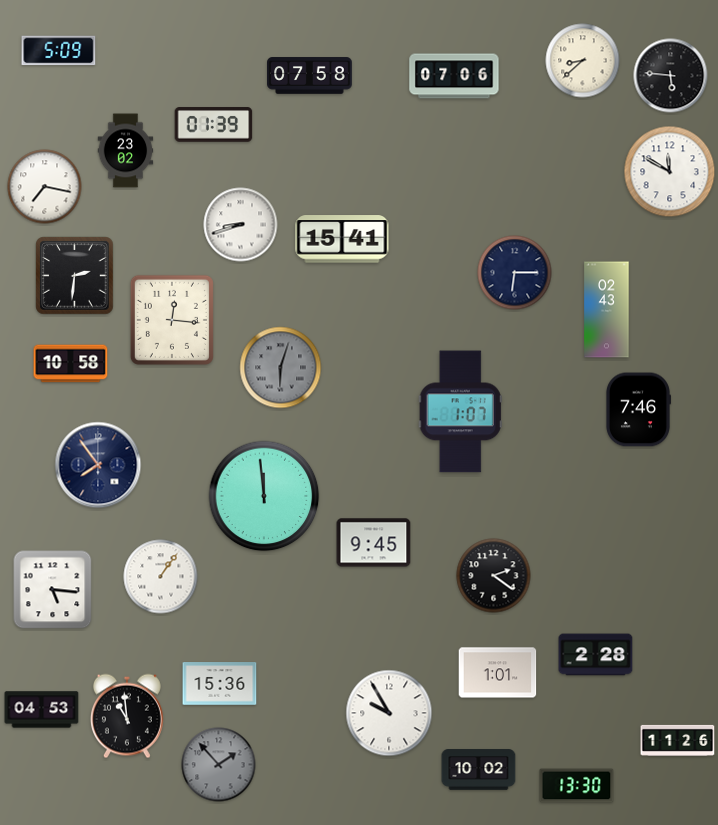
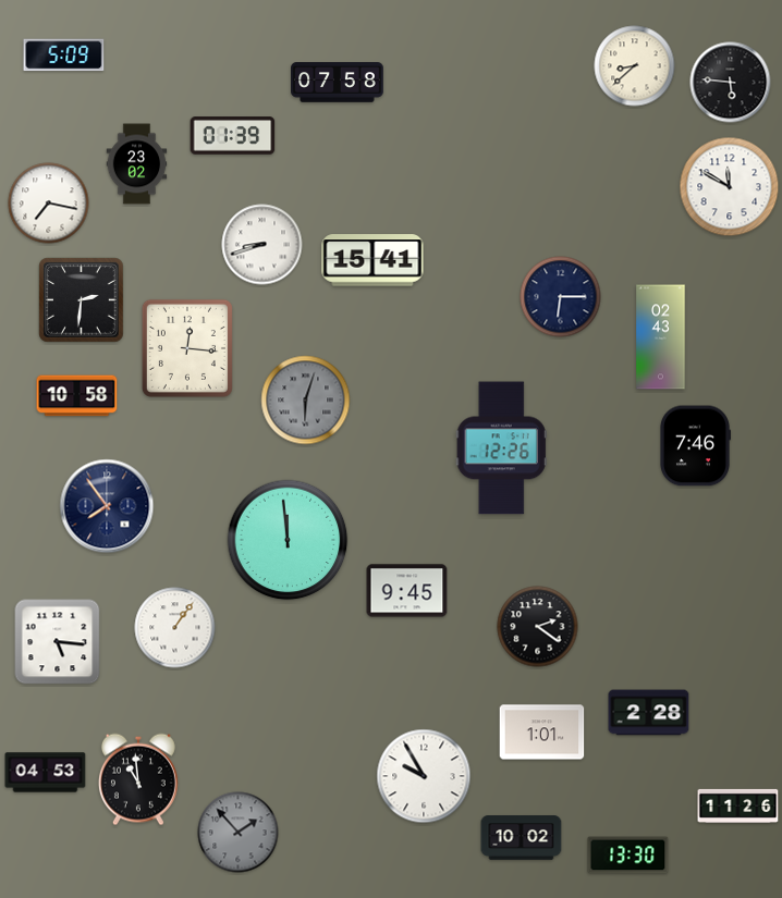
clock at (454, 76): 07:06 -> none
clock at (460, 412): 1:07 -> 12:26
clock at (220, 684): 15:36 -> none
